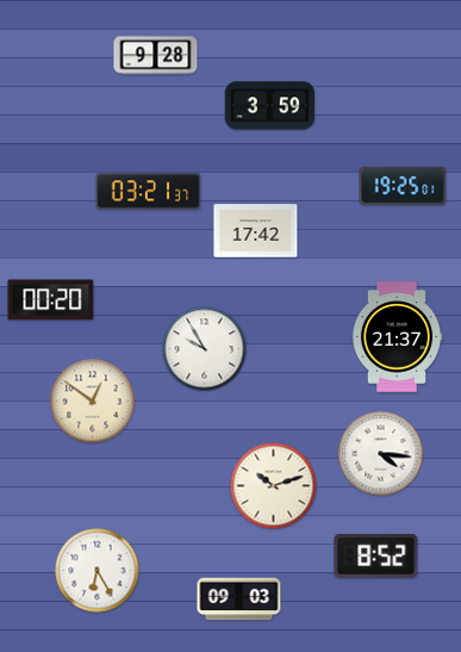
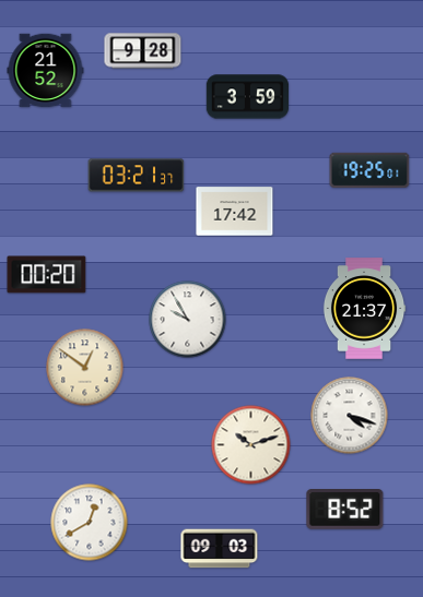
clock at (46, 71): none -> 21:52
clock at (381, 454): 4:16 -> 4:18
clock at (98, 571): 6:25 -> 12:40
